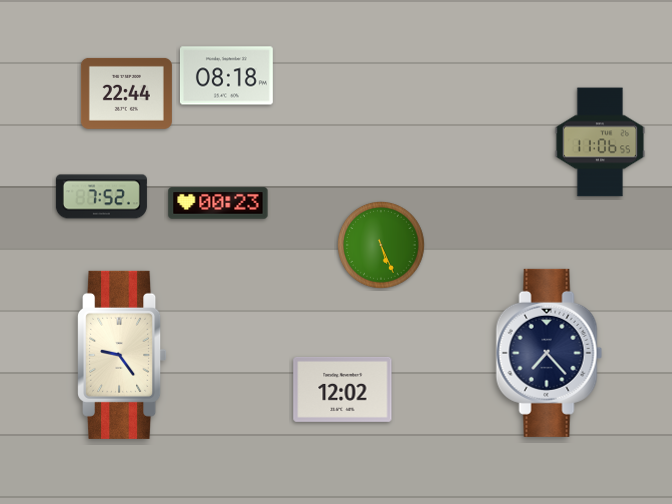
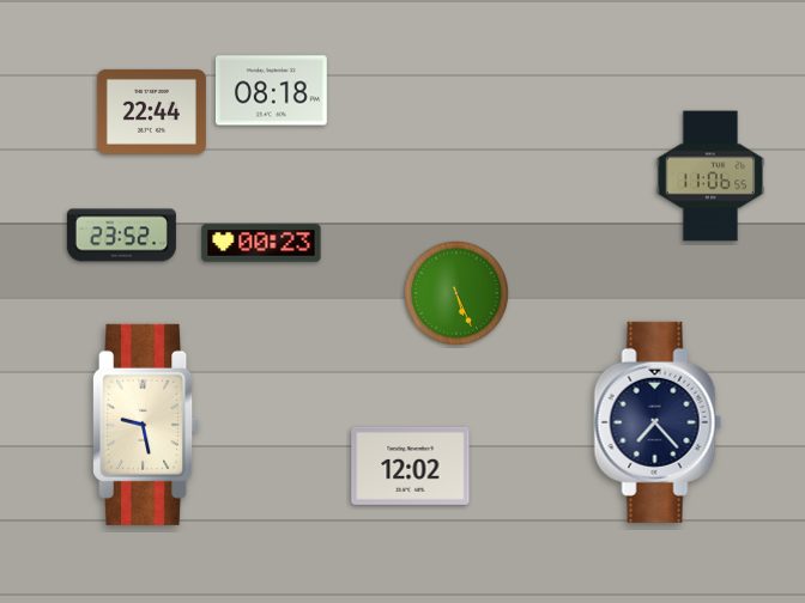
clock at (600, 142) position: (600, 142) -> (710, 176)
clock at (101, 197): 7:52 -> 23:52
clock at (122, 355): 9:24 -> 9:28
